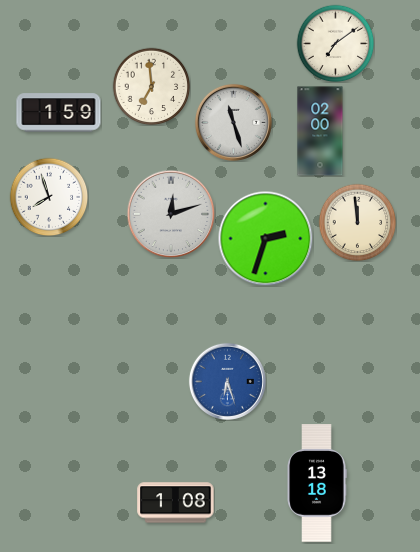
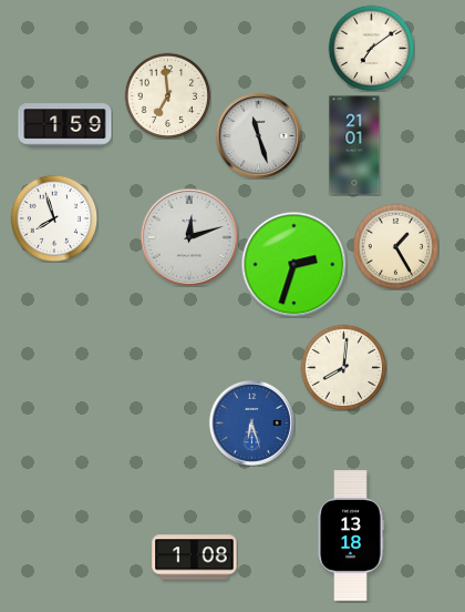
clock at (320, 131): 02:00 -> 21:01
clock at (357, 222): 11:59 -> 1:25
clock at (343, 367): none -> 8:01
